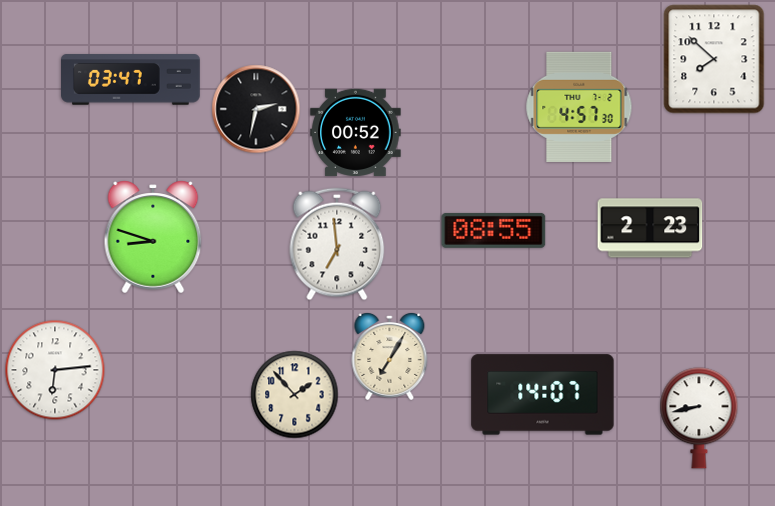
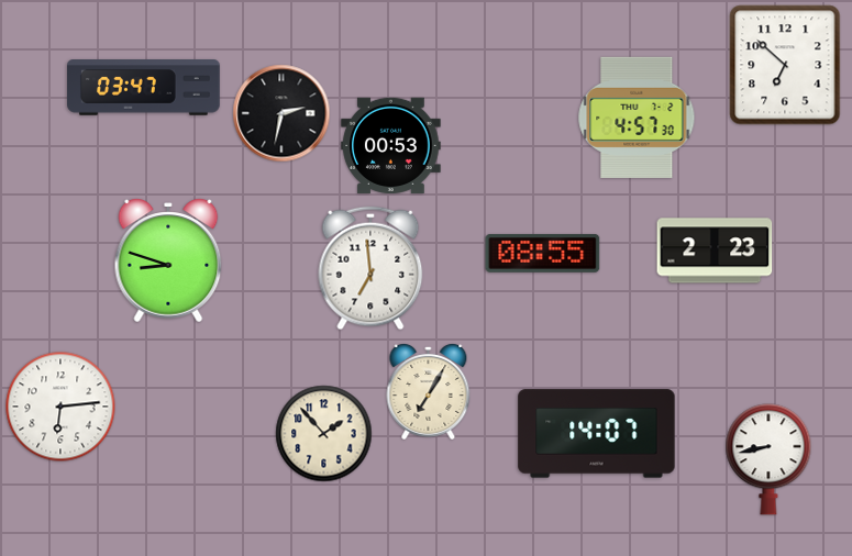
clock at (714, 59): 7:52 -> 6:52
clock at (256, 109) position: (256, 109) -> (281, 113)
clock at (356, 132): 00:52 -> 00:53
